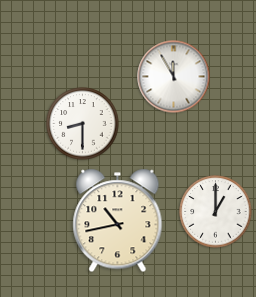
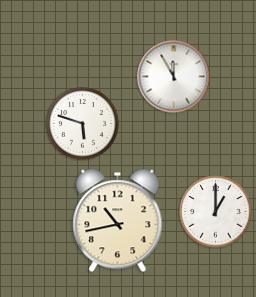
clock at (83, 124): 8:30 -> 5:48
